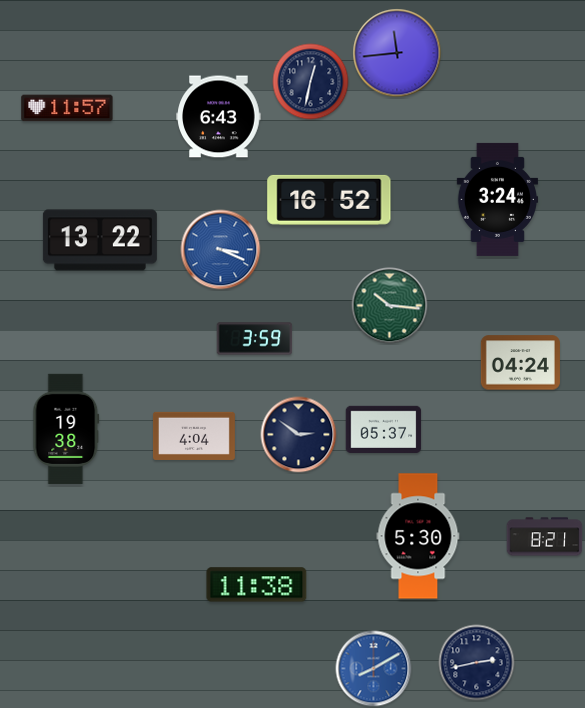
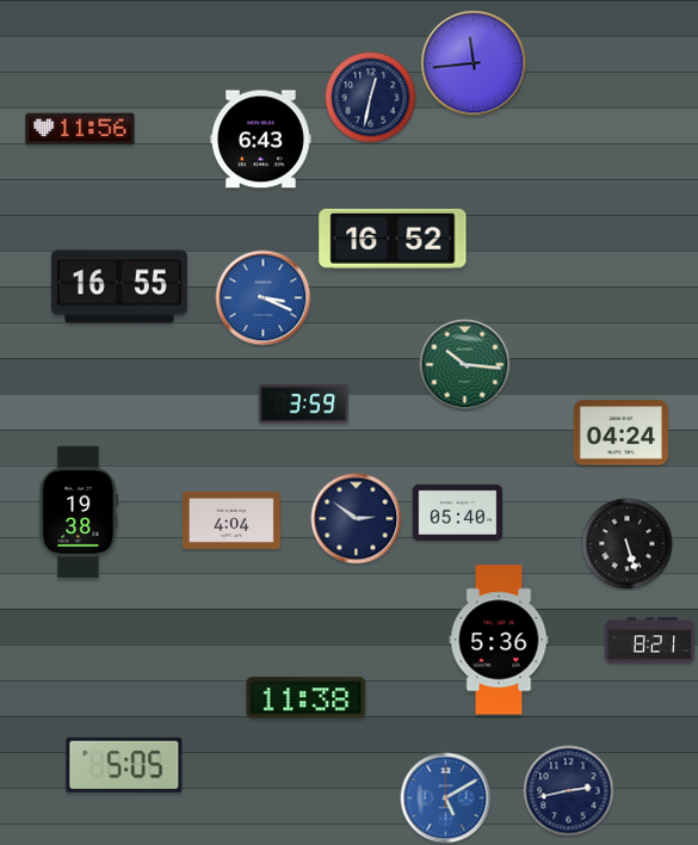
clock at (67, 108): 11:57 -> 11:56
clock at (498, 199): 3:24 -> none
clock at (100, 240): 13:22 -> 16:55
clock at (384, 429): 05:37 -> 05:40
clock at (628, 544): none -> 5:27
clock at (418, 536): 5:30 -> 5:36
clock at (124, 765): none -> 5:05
clock at (374, 669): 8:10 -> 5:10
